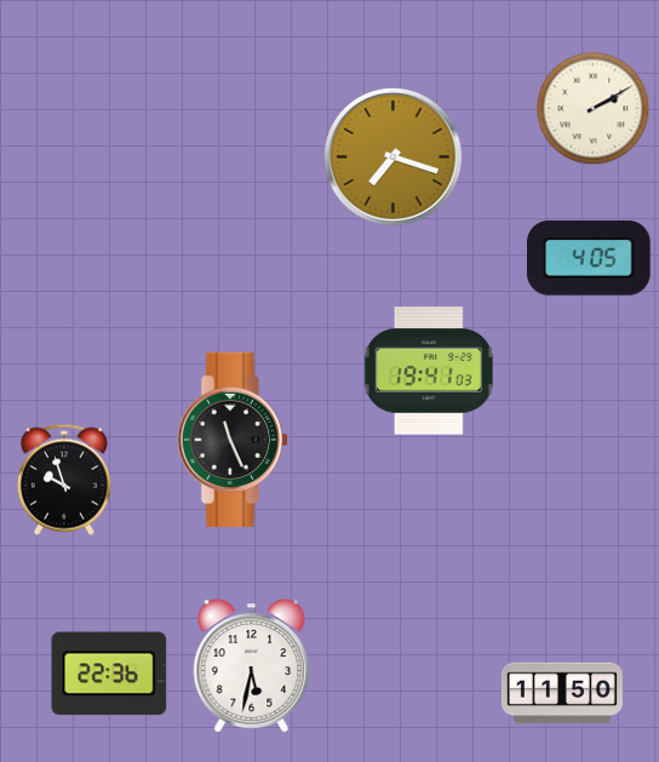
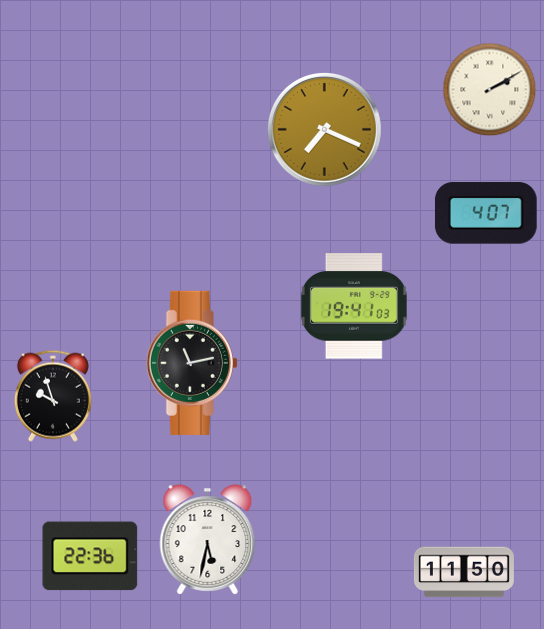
clock at (392, 156): 7:18 -> 7:19
clock at (589, 258): 4:05 -> 4:07
clock at (233, 440): 11:26 -> 11:13
clock at (252, 666) position: (252, 666) -> (208, 540)
